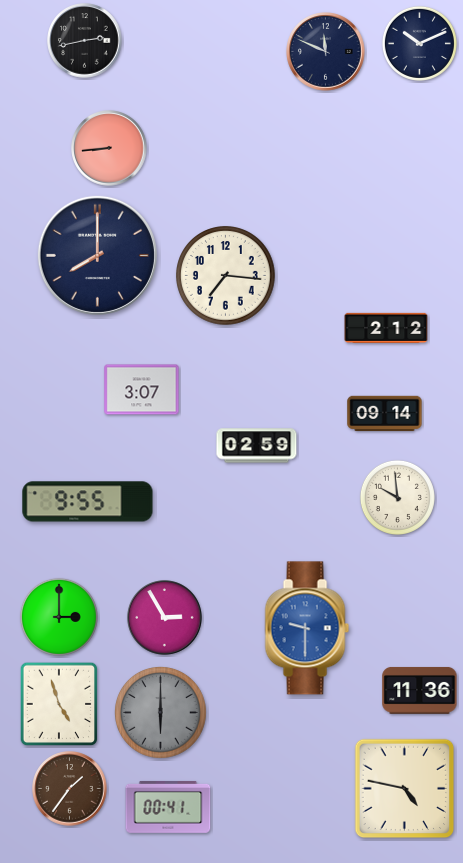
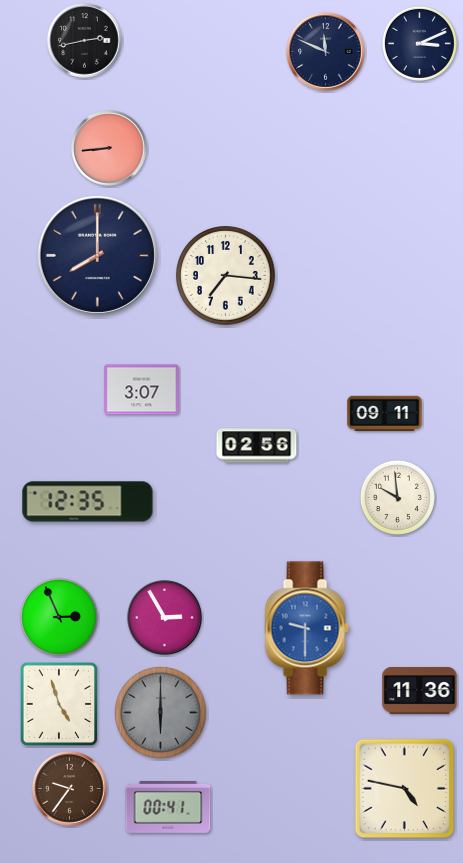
clock at (419, 43): 10:11 -> 3:11
clock at (386, 328): 2:12 -> none
clock at (385, 414): 09:14 -> 09:11
clock at (257, 446): 02:59 -> 02:56
clock at (88, 502): 9:55 -> 12:35
clock at (59, 617): 3:00 -> 2:56
clock at (70, 789): 1:36 -> 9:36
